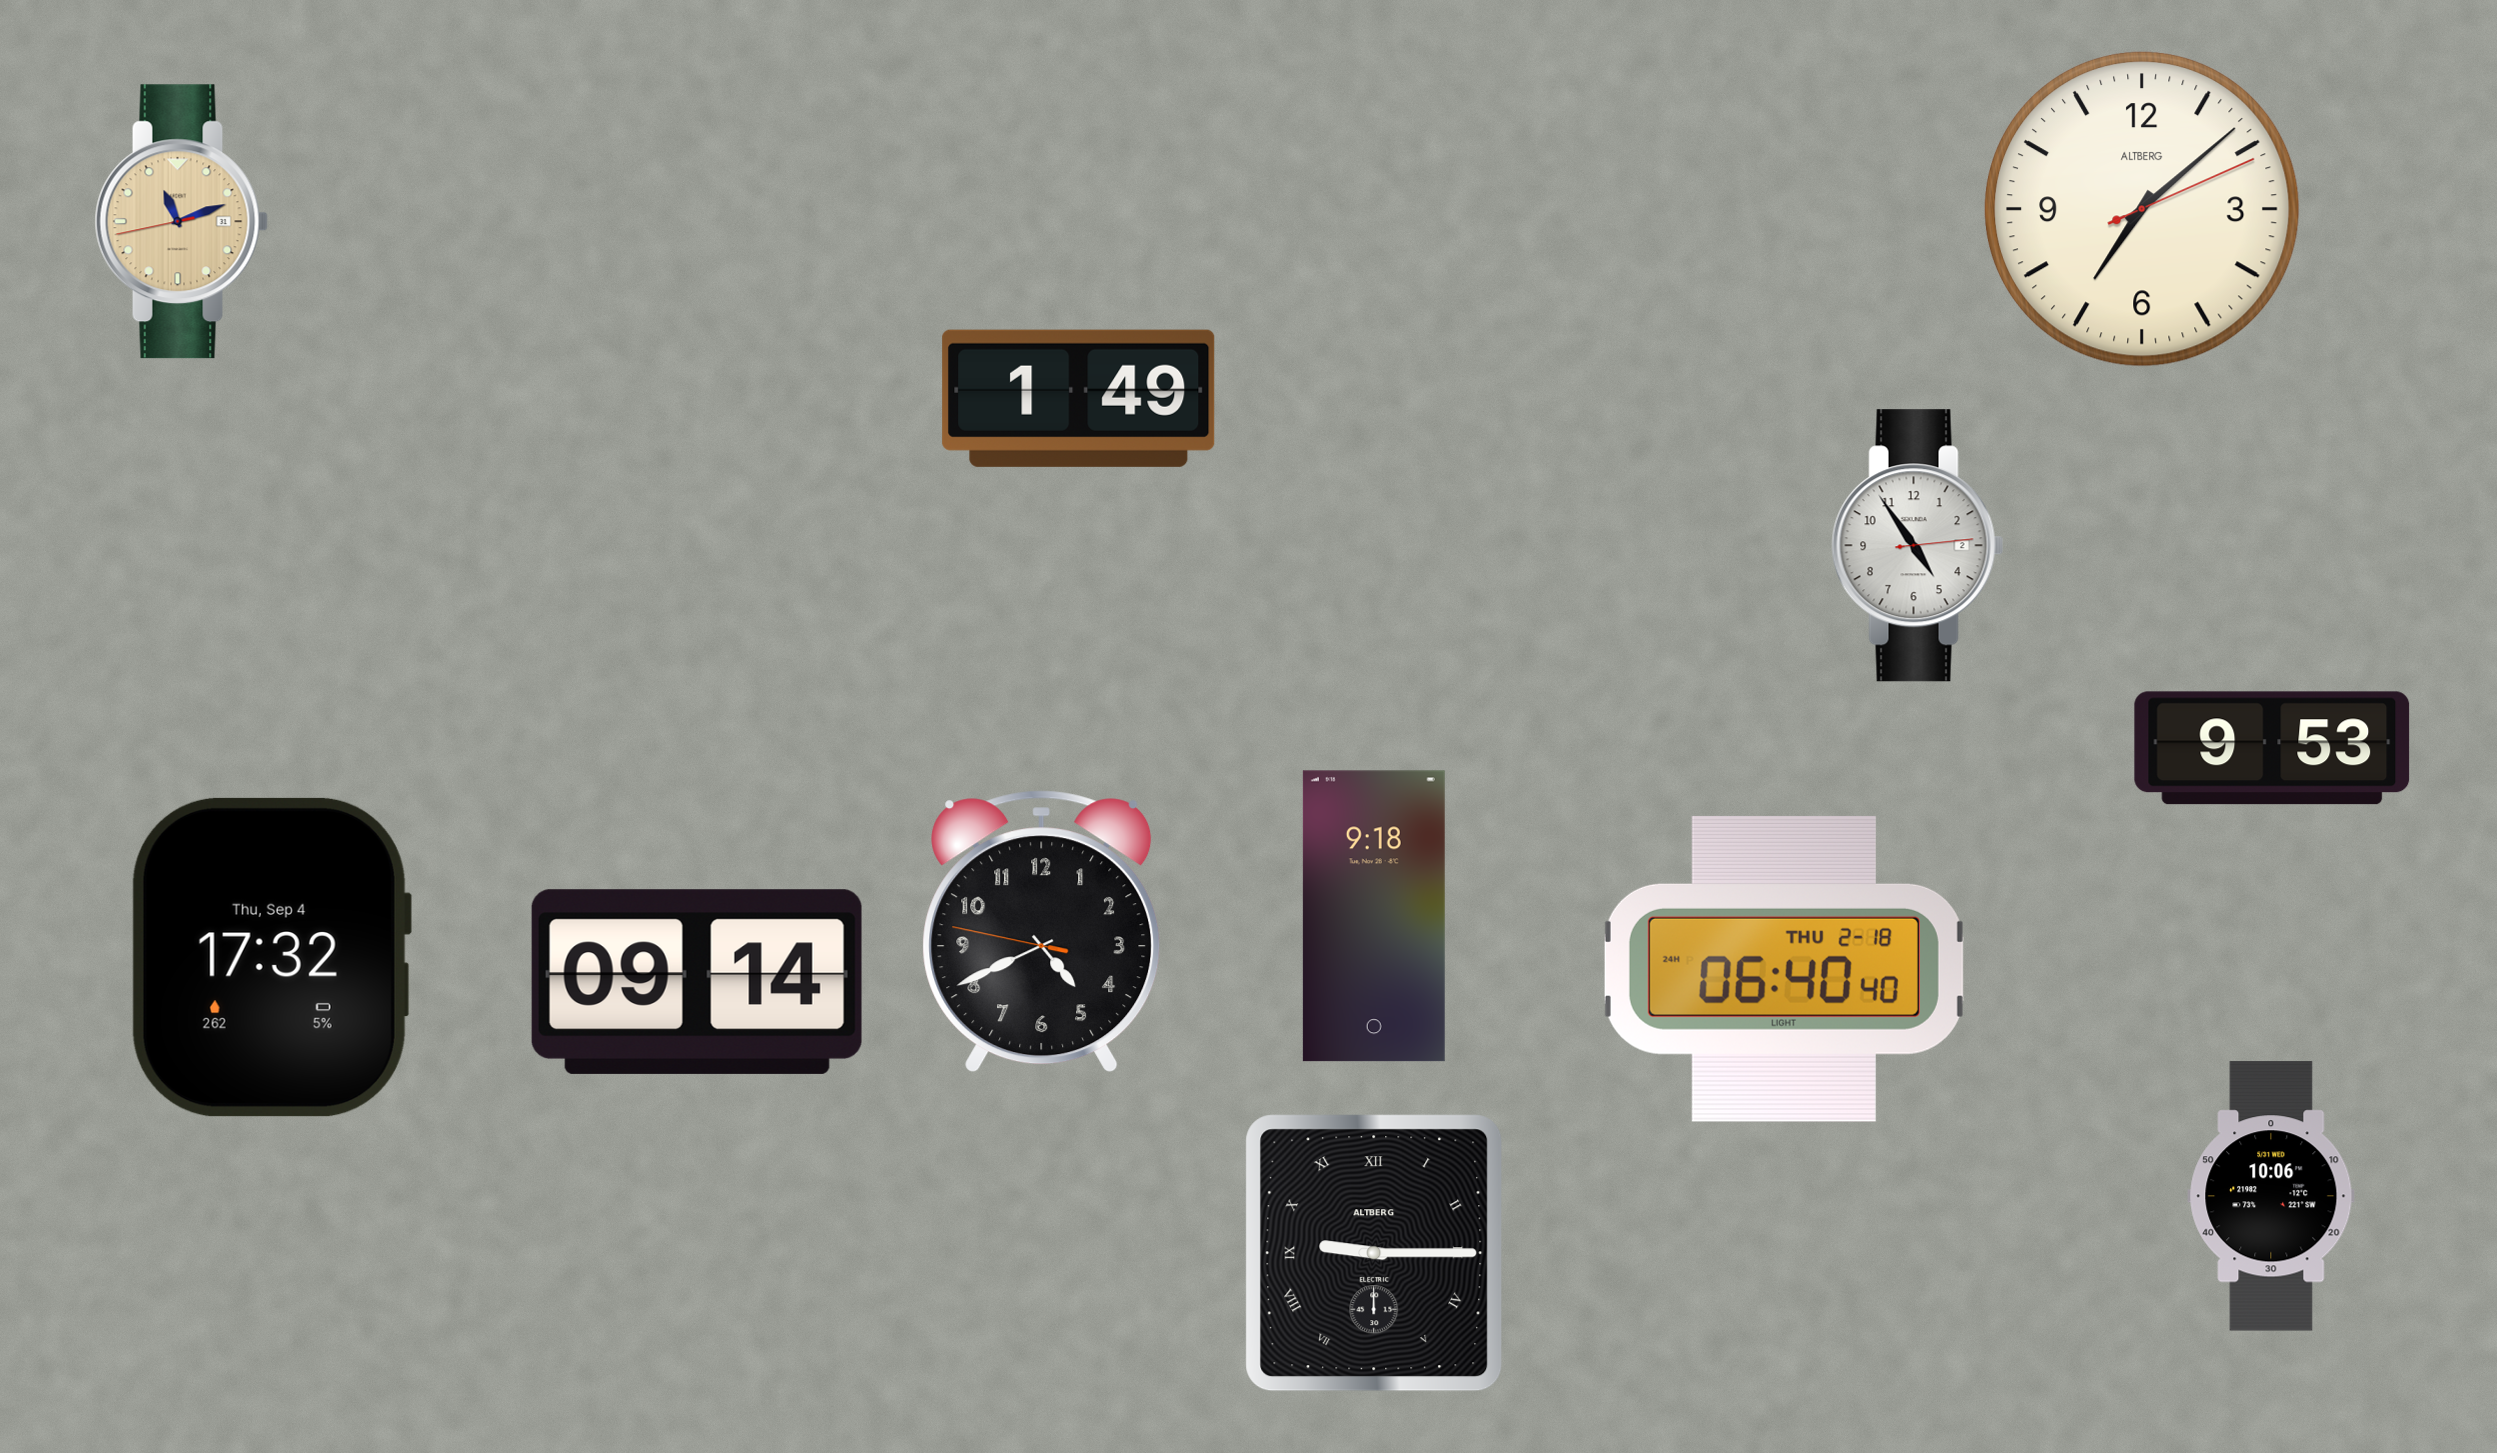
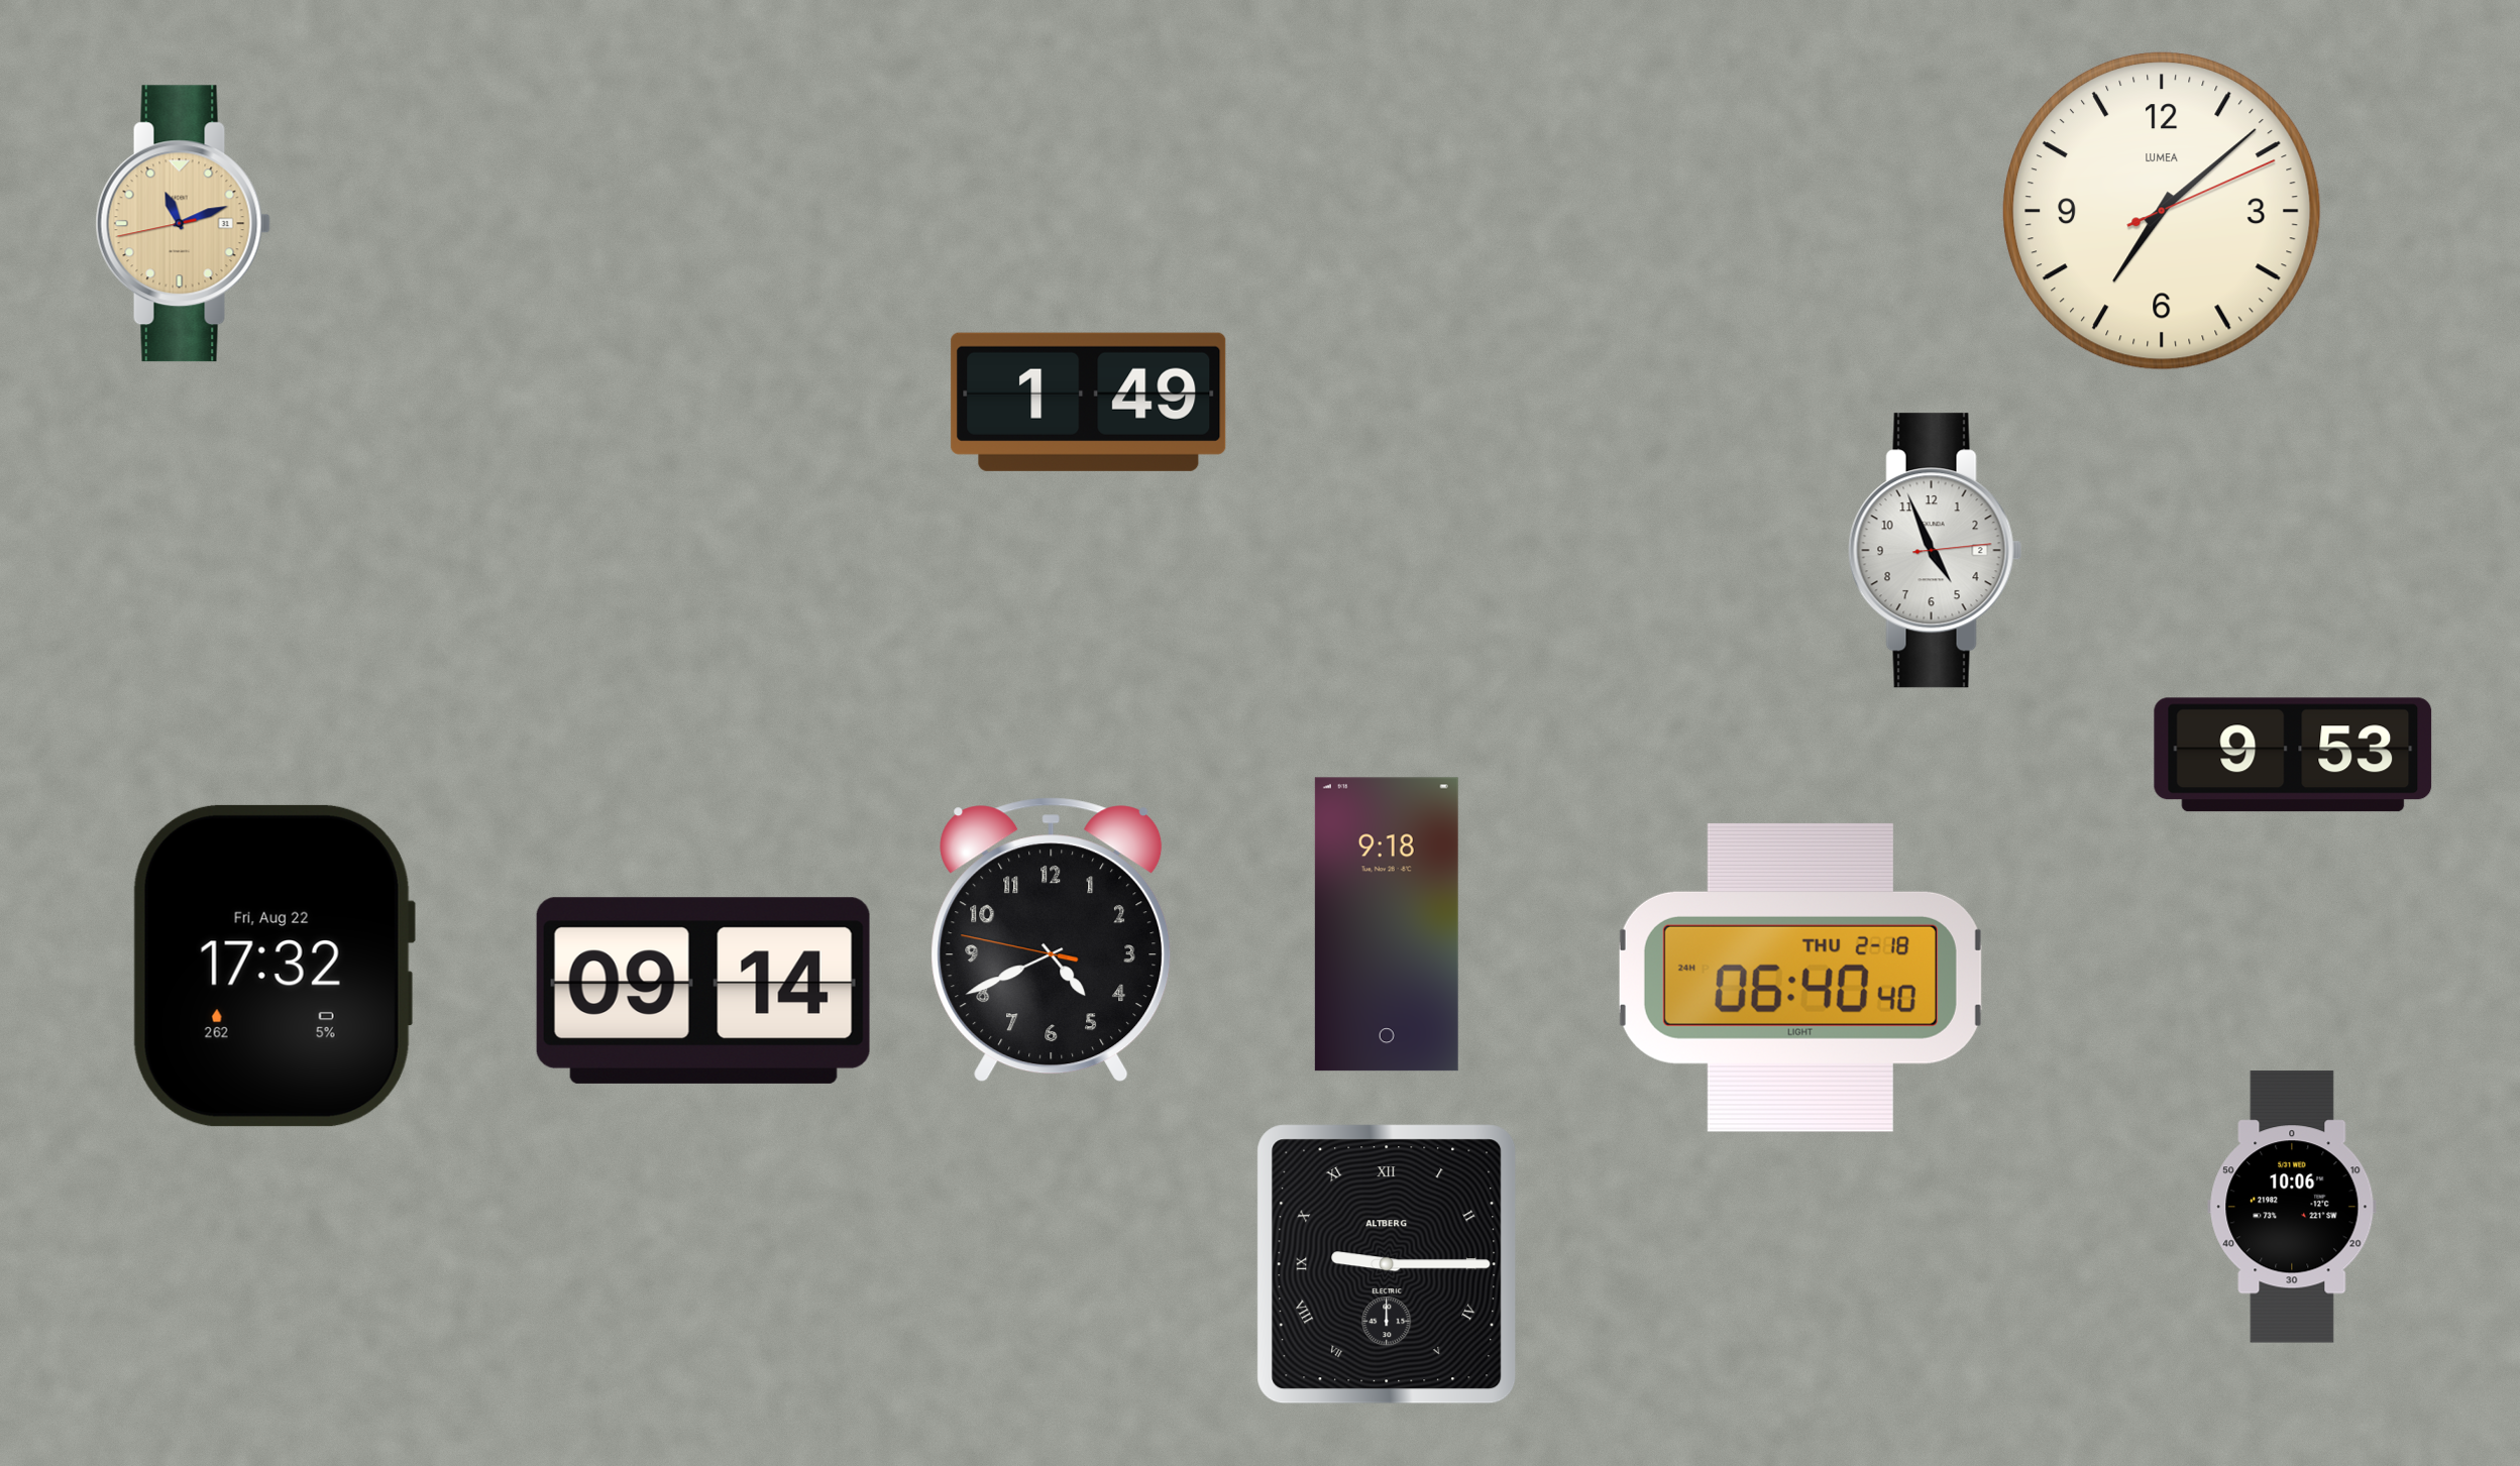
clock at (2142, 209) brand: ALTBERG -> LUMEA
clock at (1918, 546): 4:54 -> 4:56
clock at (271, 957) date: Thu, Sep 4 -> Fri, Aug 22
